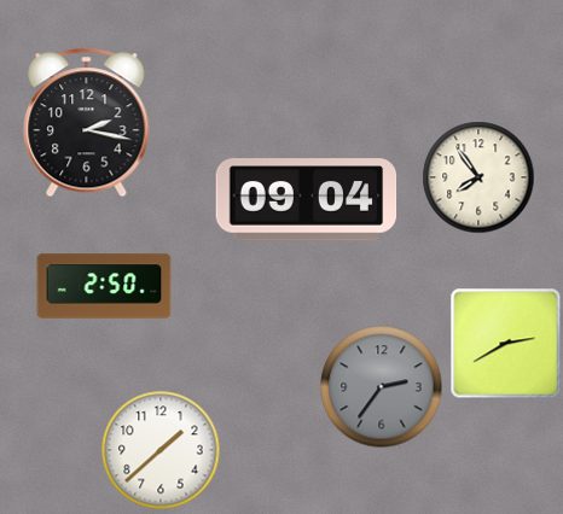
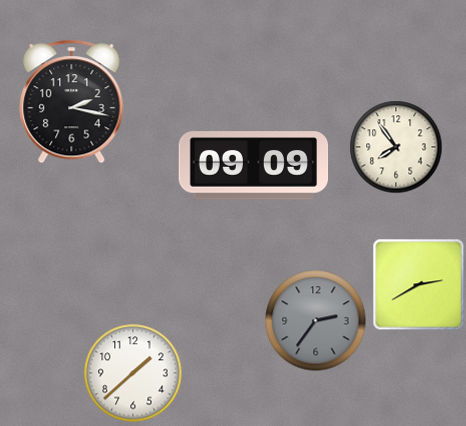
clock at (307, 200): 09:04 -> 09:09
clock at (104, 286): 2:50 -> none
